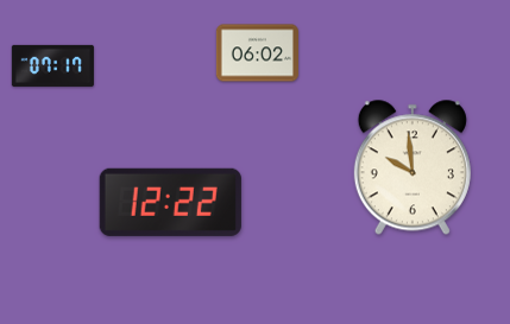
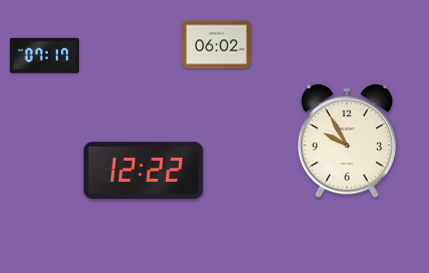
clock at (413, 167): 9:59 -> 9:55
